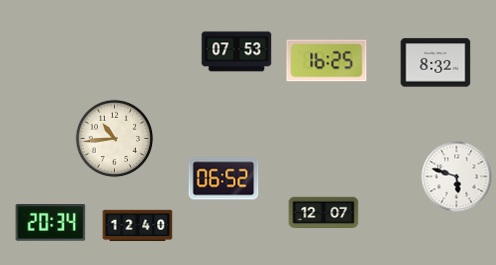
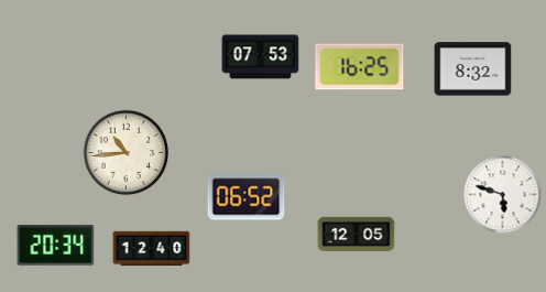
clock at (436, 63) position: (436, 63) -> (473, 69)
clock at (324, 213): 12:07 -> 12:05
